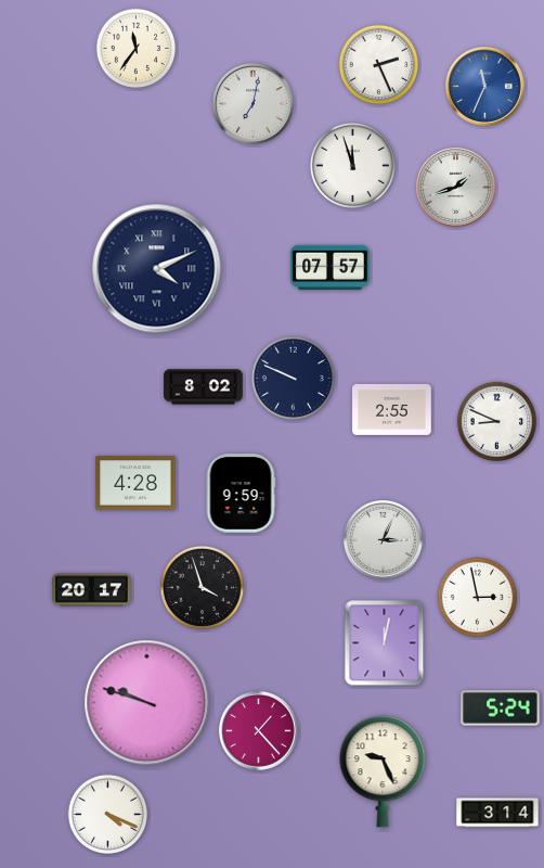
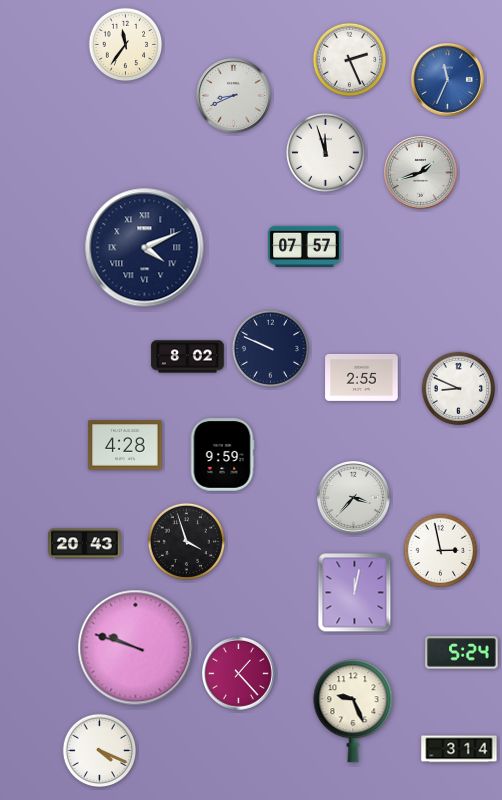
clock at (254, 104): 7:02 -> 8:41
clock at (384, 540): 3:04 -> 3:37
clock at (92, 590): 20:17 -> 20:43
